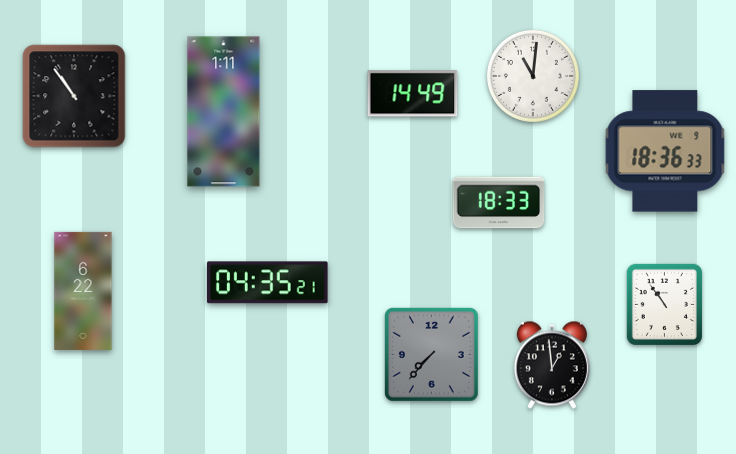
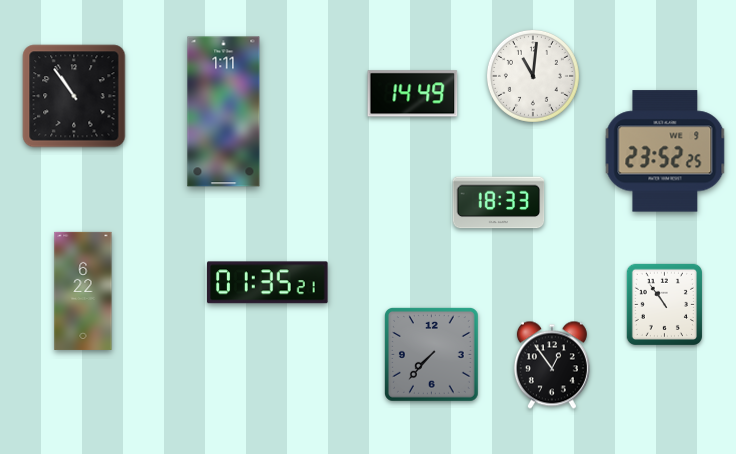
clock at (665, 151): 18:36 -> 23:52
clock at (268, 283): 04:35 -> 01:35
clock at (552, 365): 12:59 -> 12:54
